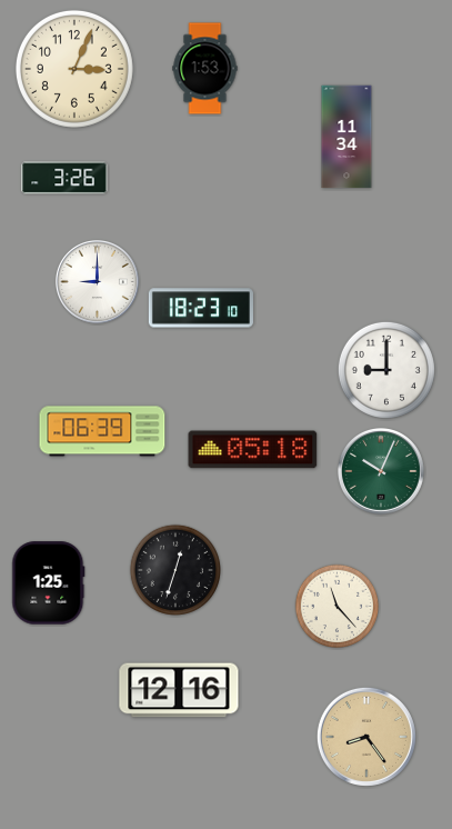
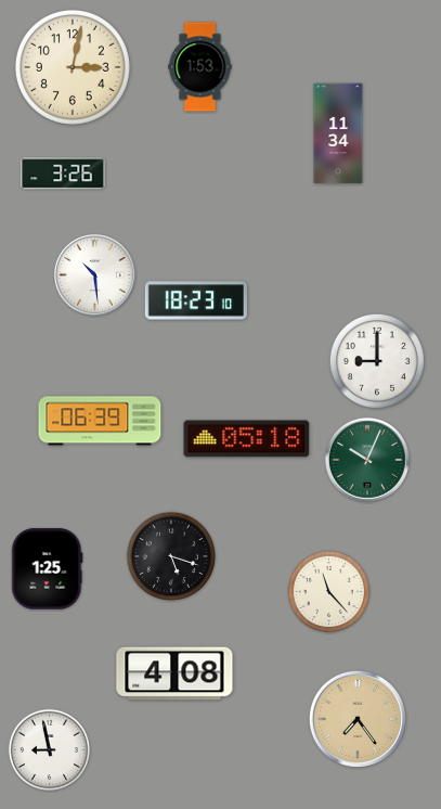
clock at (74, 69): 3:04 -> 3:02
clock at (97, 281): 9:00 -> 10:29
clock at (381, 471) position: (381, 471) -> (367, 460)
clock at (175, 570): 12:33 -> 5:18
clock at (179, 690): 12:16 -> 4:08
clock at (366, 737): 8:24 -> 7:24
clock at (50, 750): none -> 8:58
